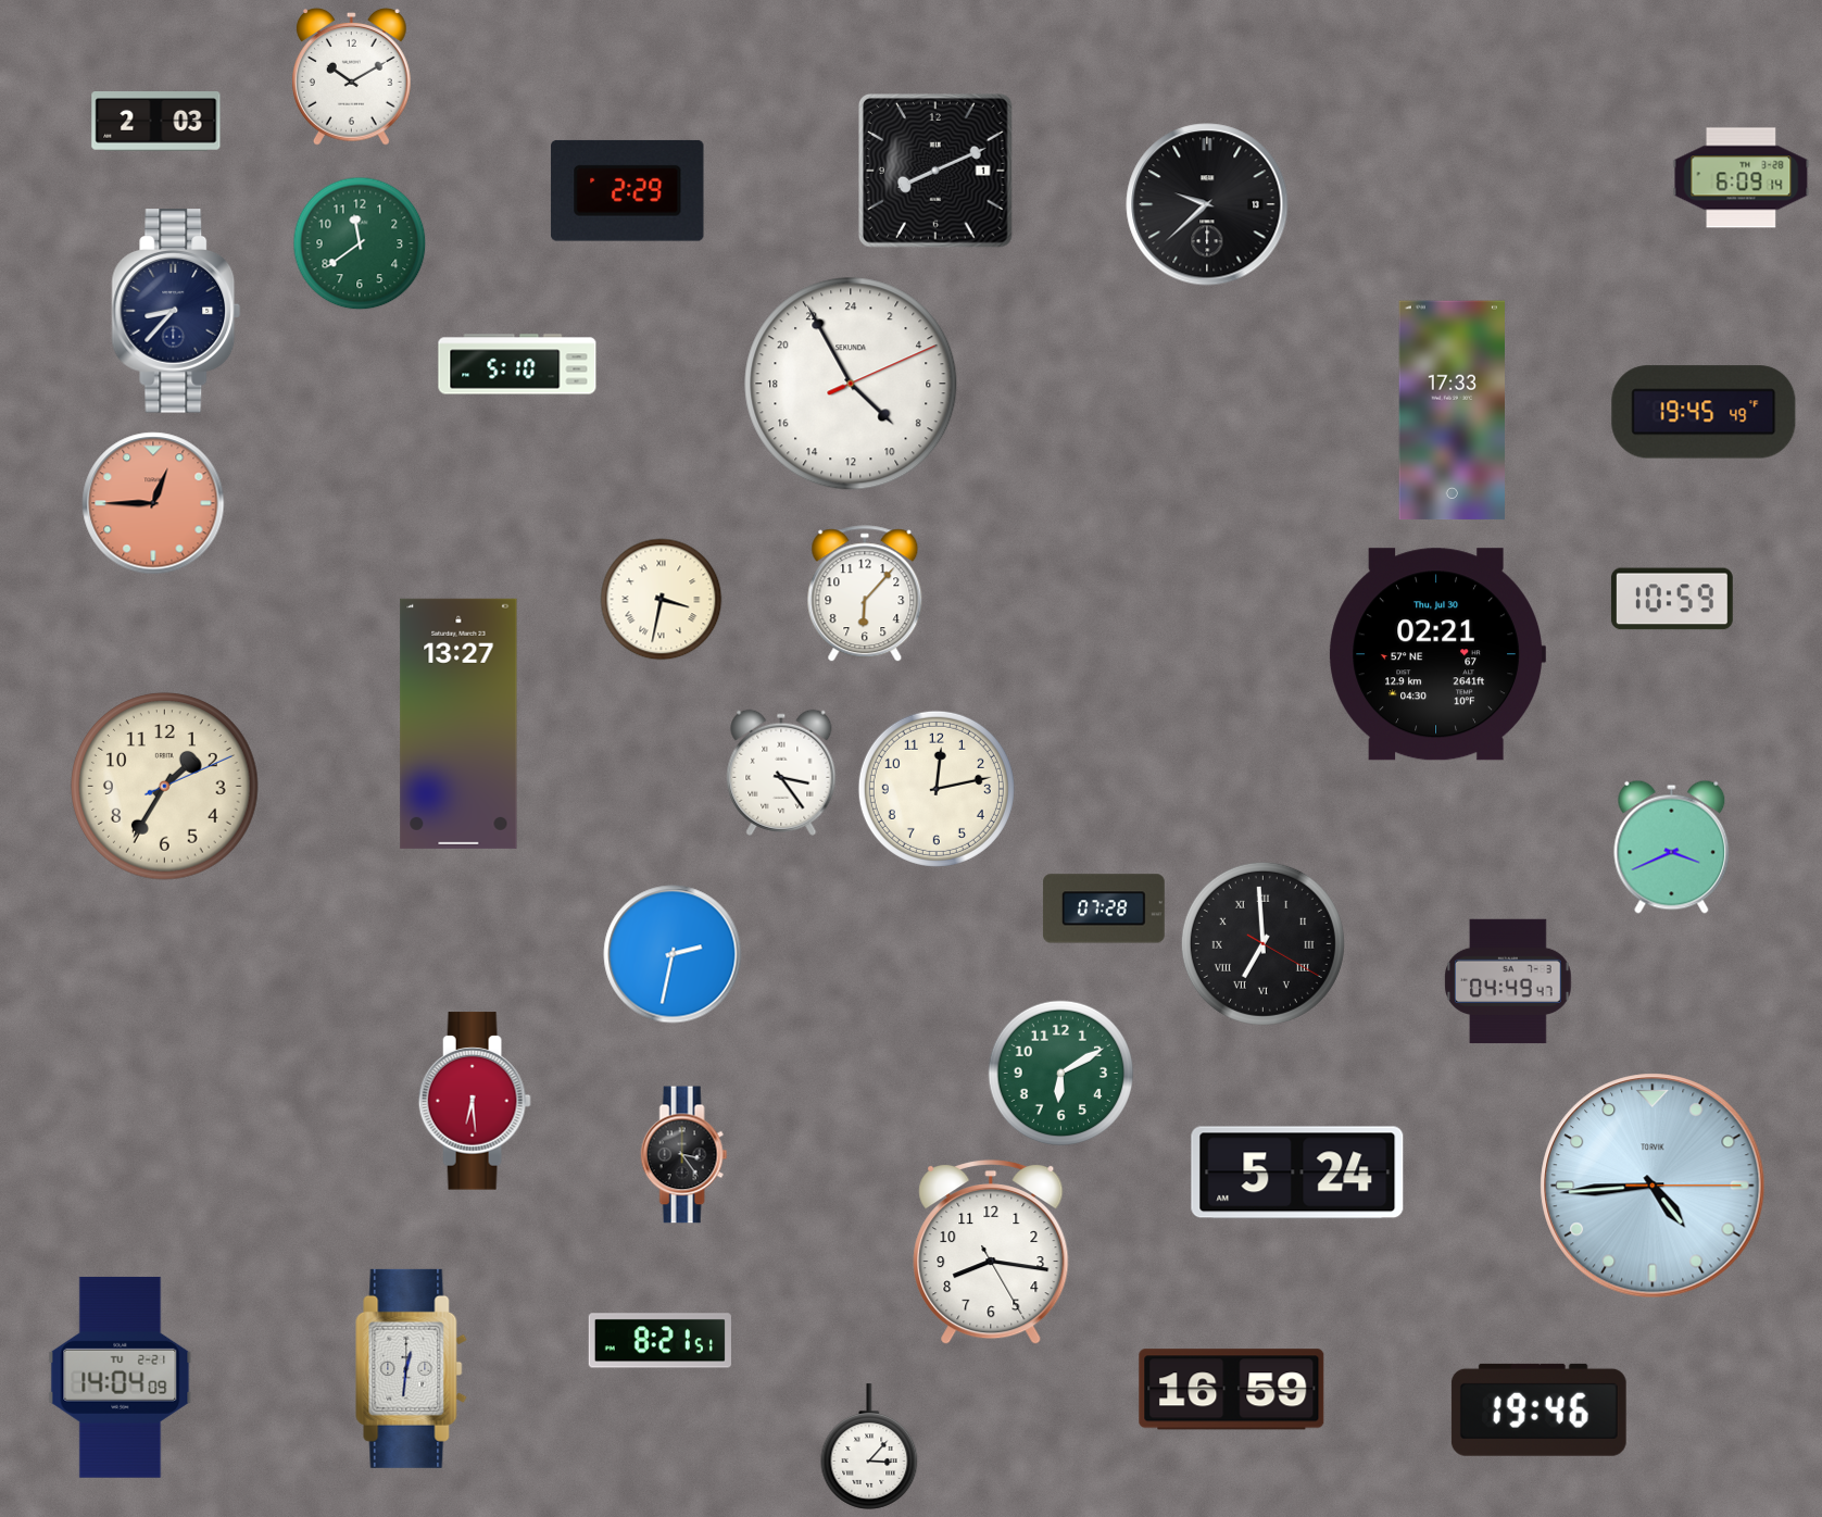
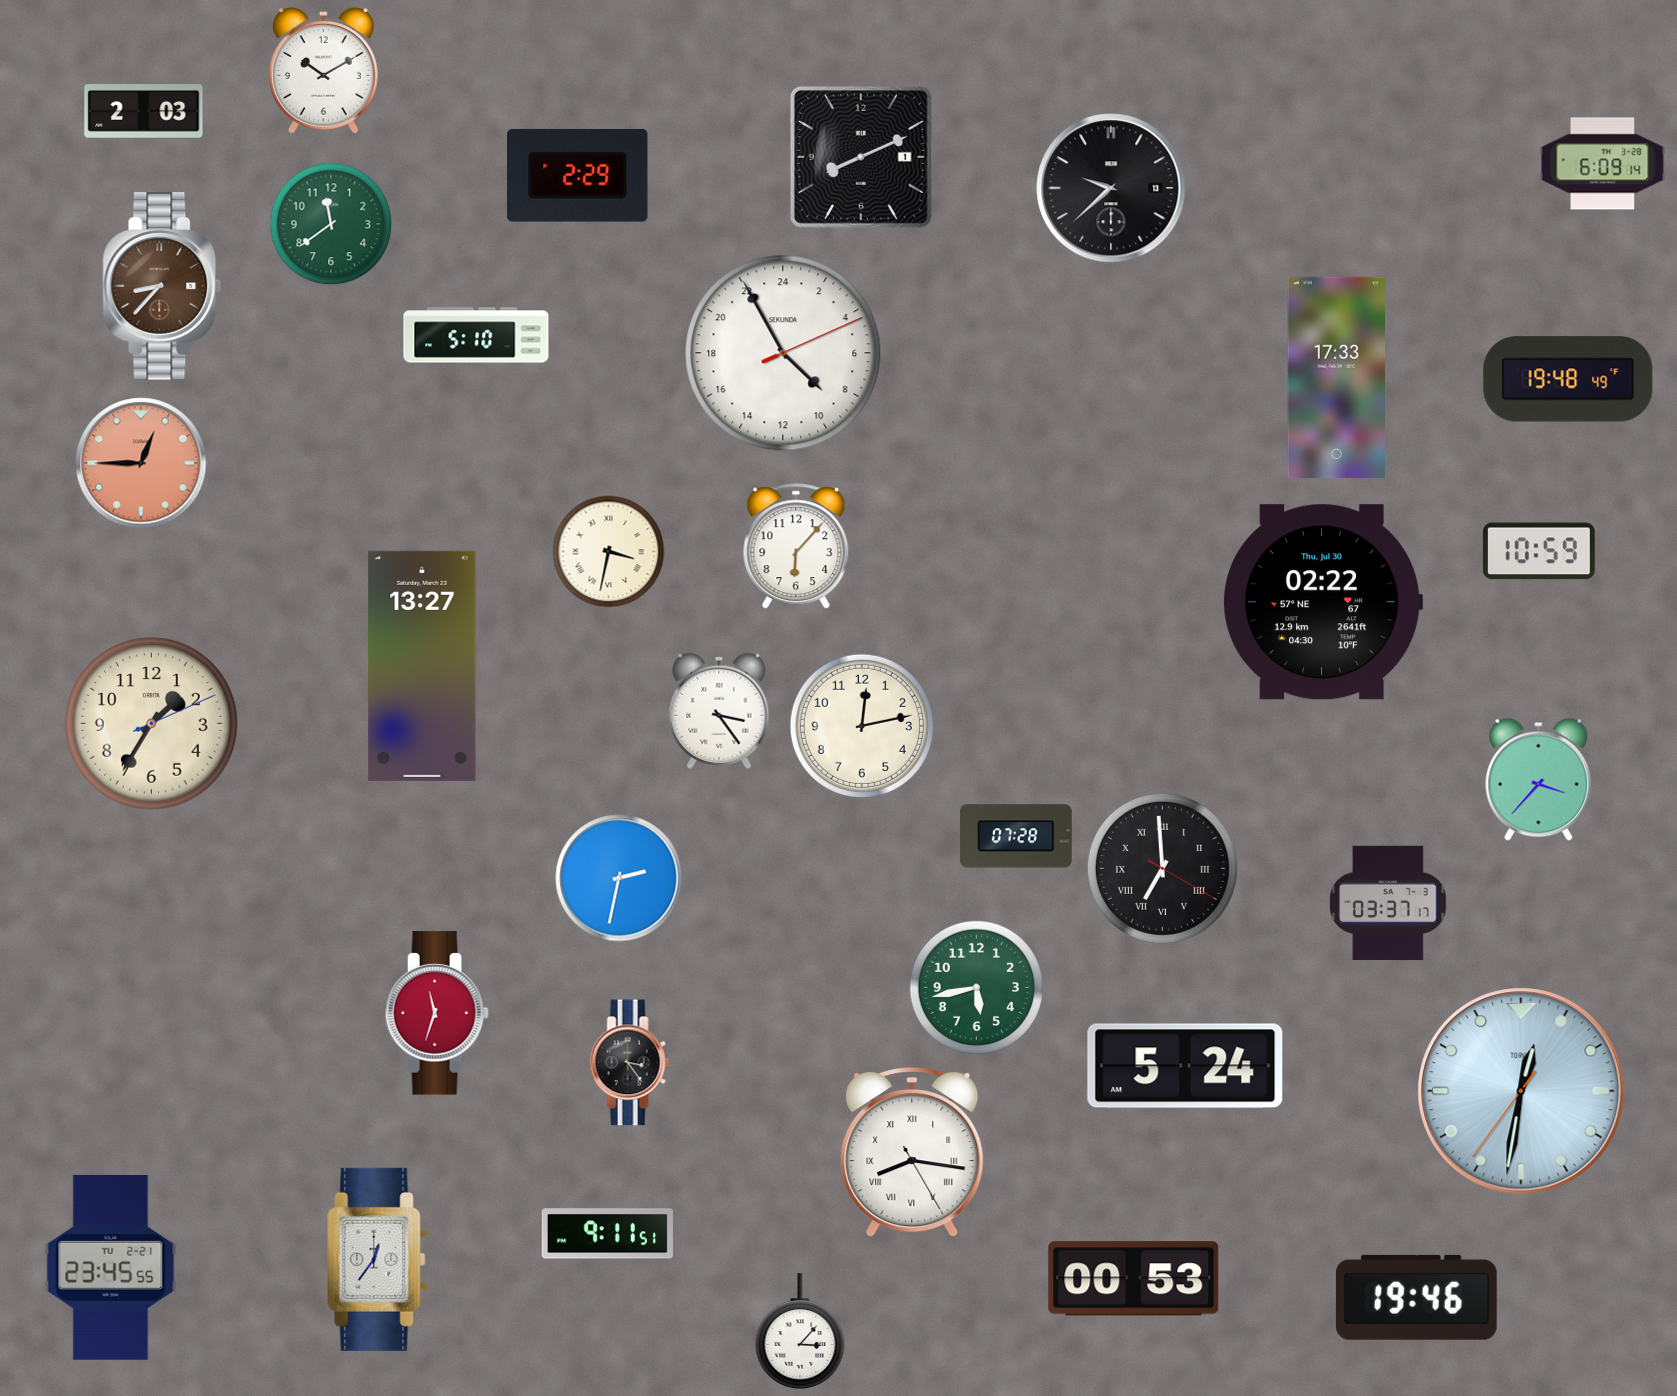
clock at (176, 311) dial: navy -> brown
clock at (1704, 412): 19:45 -> 19:48
clock at (1436, 654): 02:21 -> 02:22
clock at (1672, 847): 3:41 -> 3:37
clock at (1508, 981): 04:49 -> 03:37
clock at (1061, 1074): 6:10 -> 5:43
clock at (475, 1101): 6:29 -> 11:33
clock at (1297, 1173) position: (1297, 1173) -> (1185, 1066)
clock at (1653, 1186): 4:44 -> 12:31
clock at (991, 1252) numerals: Arabic -> Roman
clock at (659, 1341): 8:21 -> 9:11
clock at (412, 1368): 12:31 -> 12:36
clock at (121, 1377): 14:04 -> 23:45
clock at (1232, 1390): 16:59 -> 00:53
